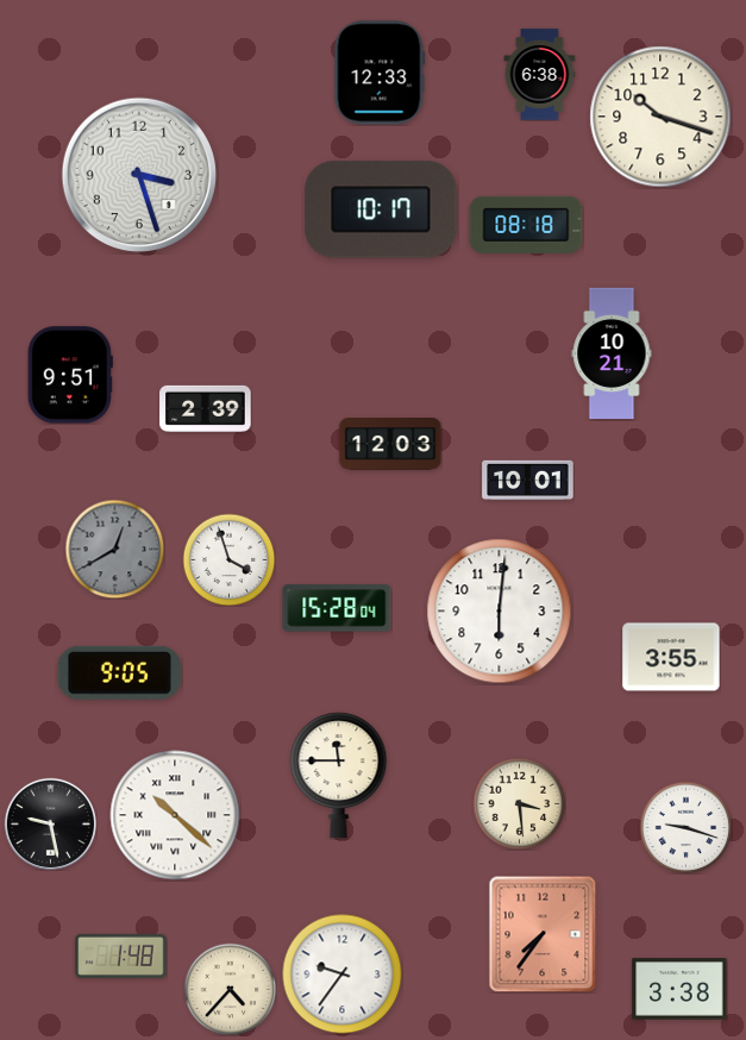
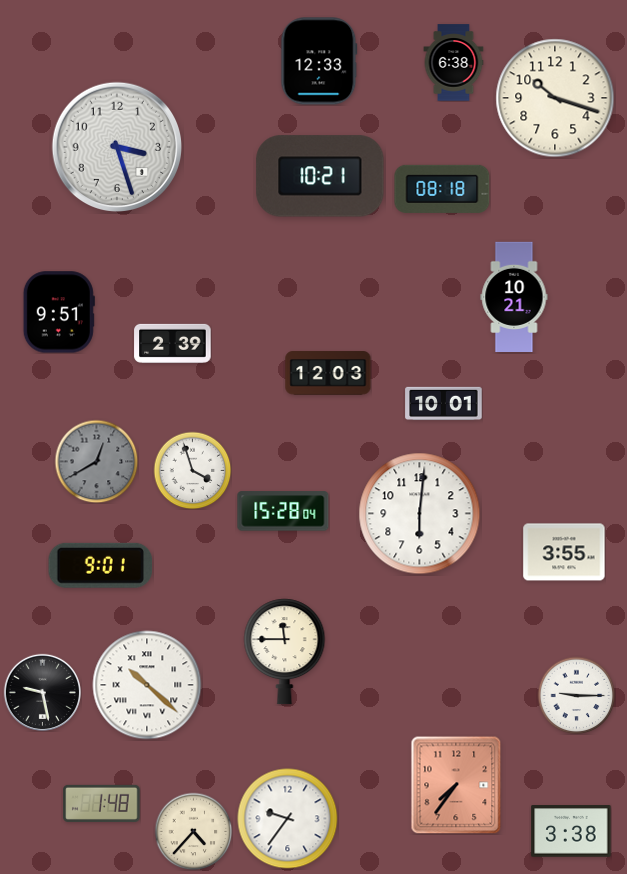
clock at (381, 209): 10:17 -> 10:21
clock at (70, 375) position: (70, 375) -> (59, 312)
clock at (120, 672): 9:05 -> 9:01
clock at (519, 803): 3:29 -> none
clock at (685, 827): 9:18 -> 9:15
